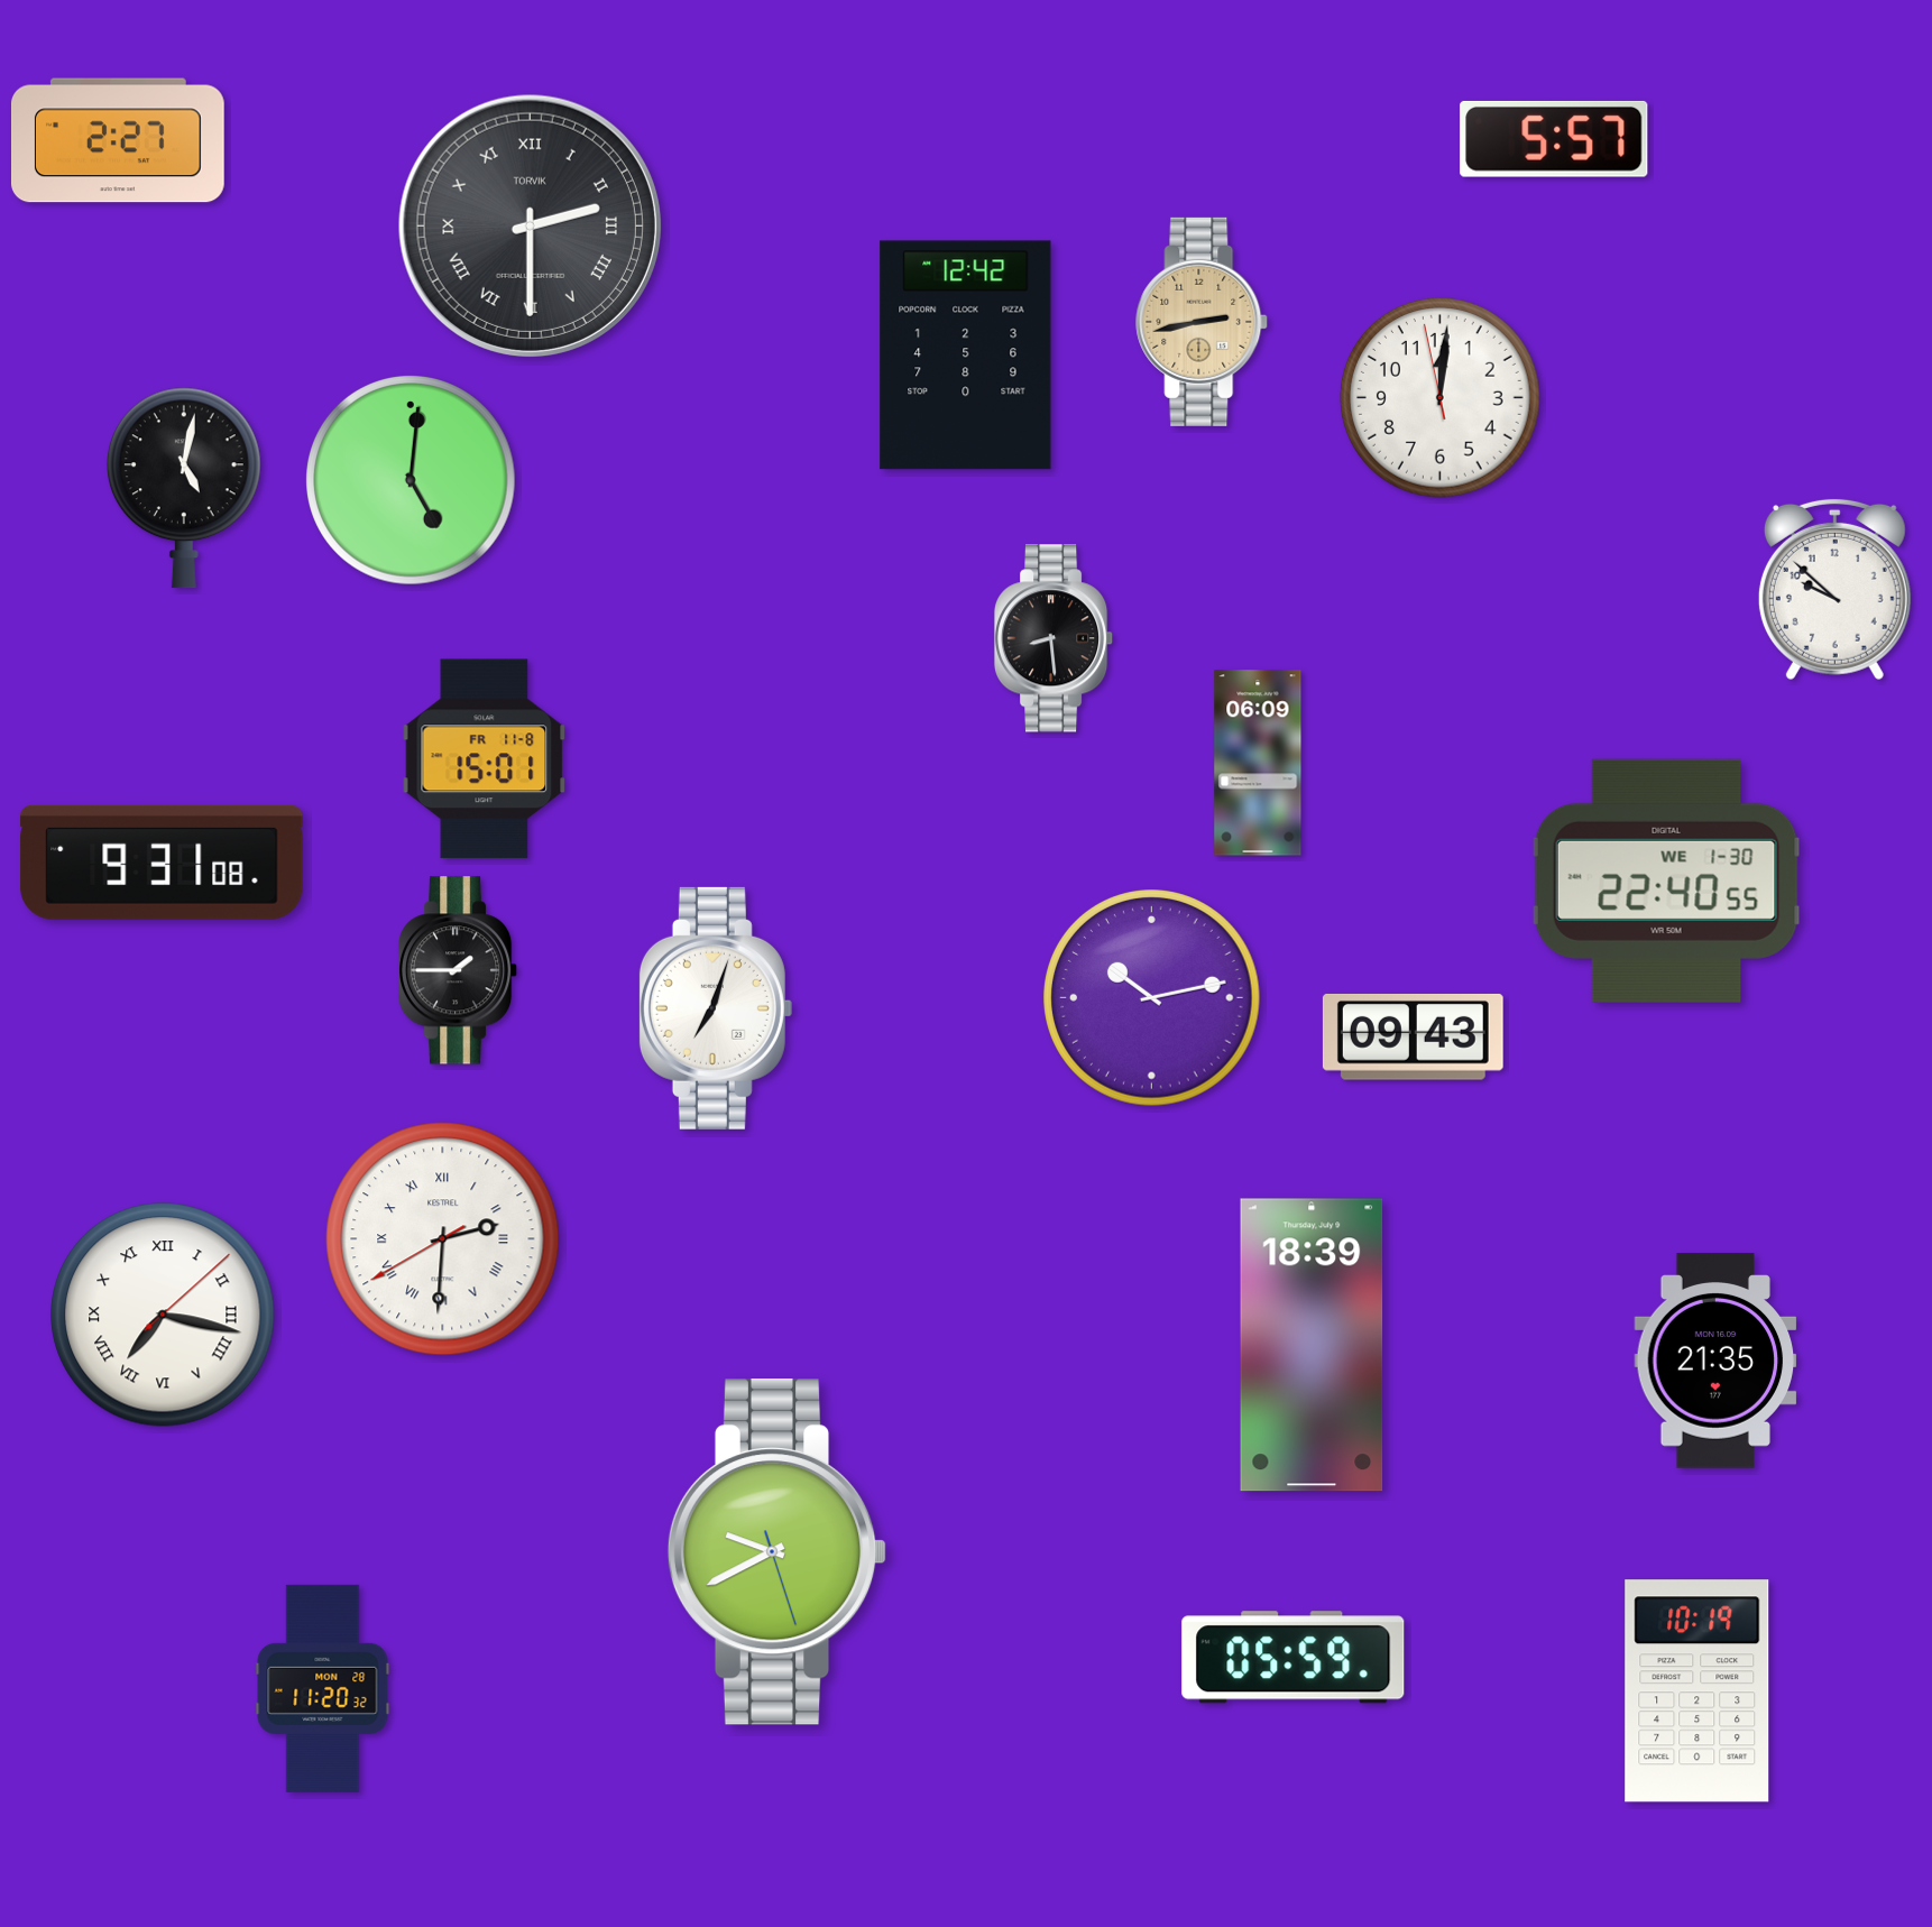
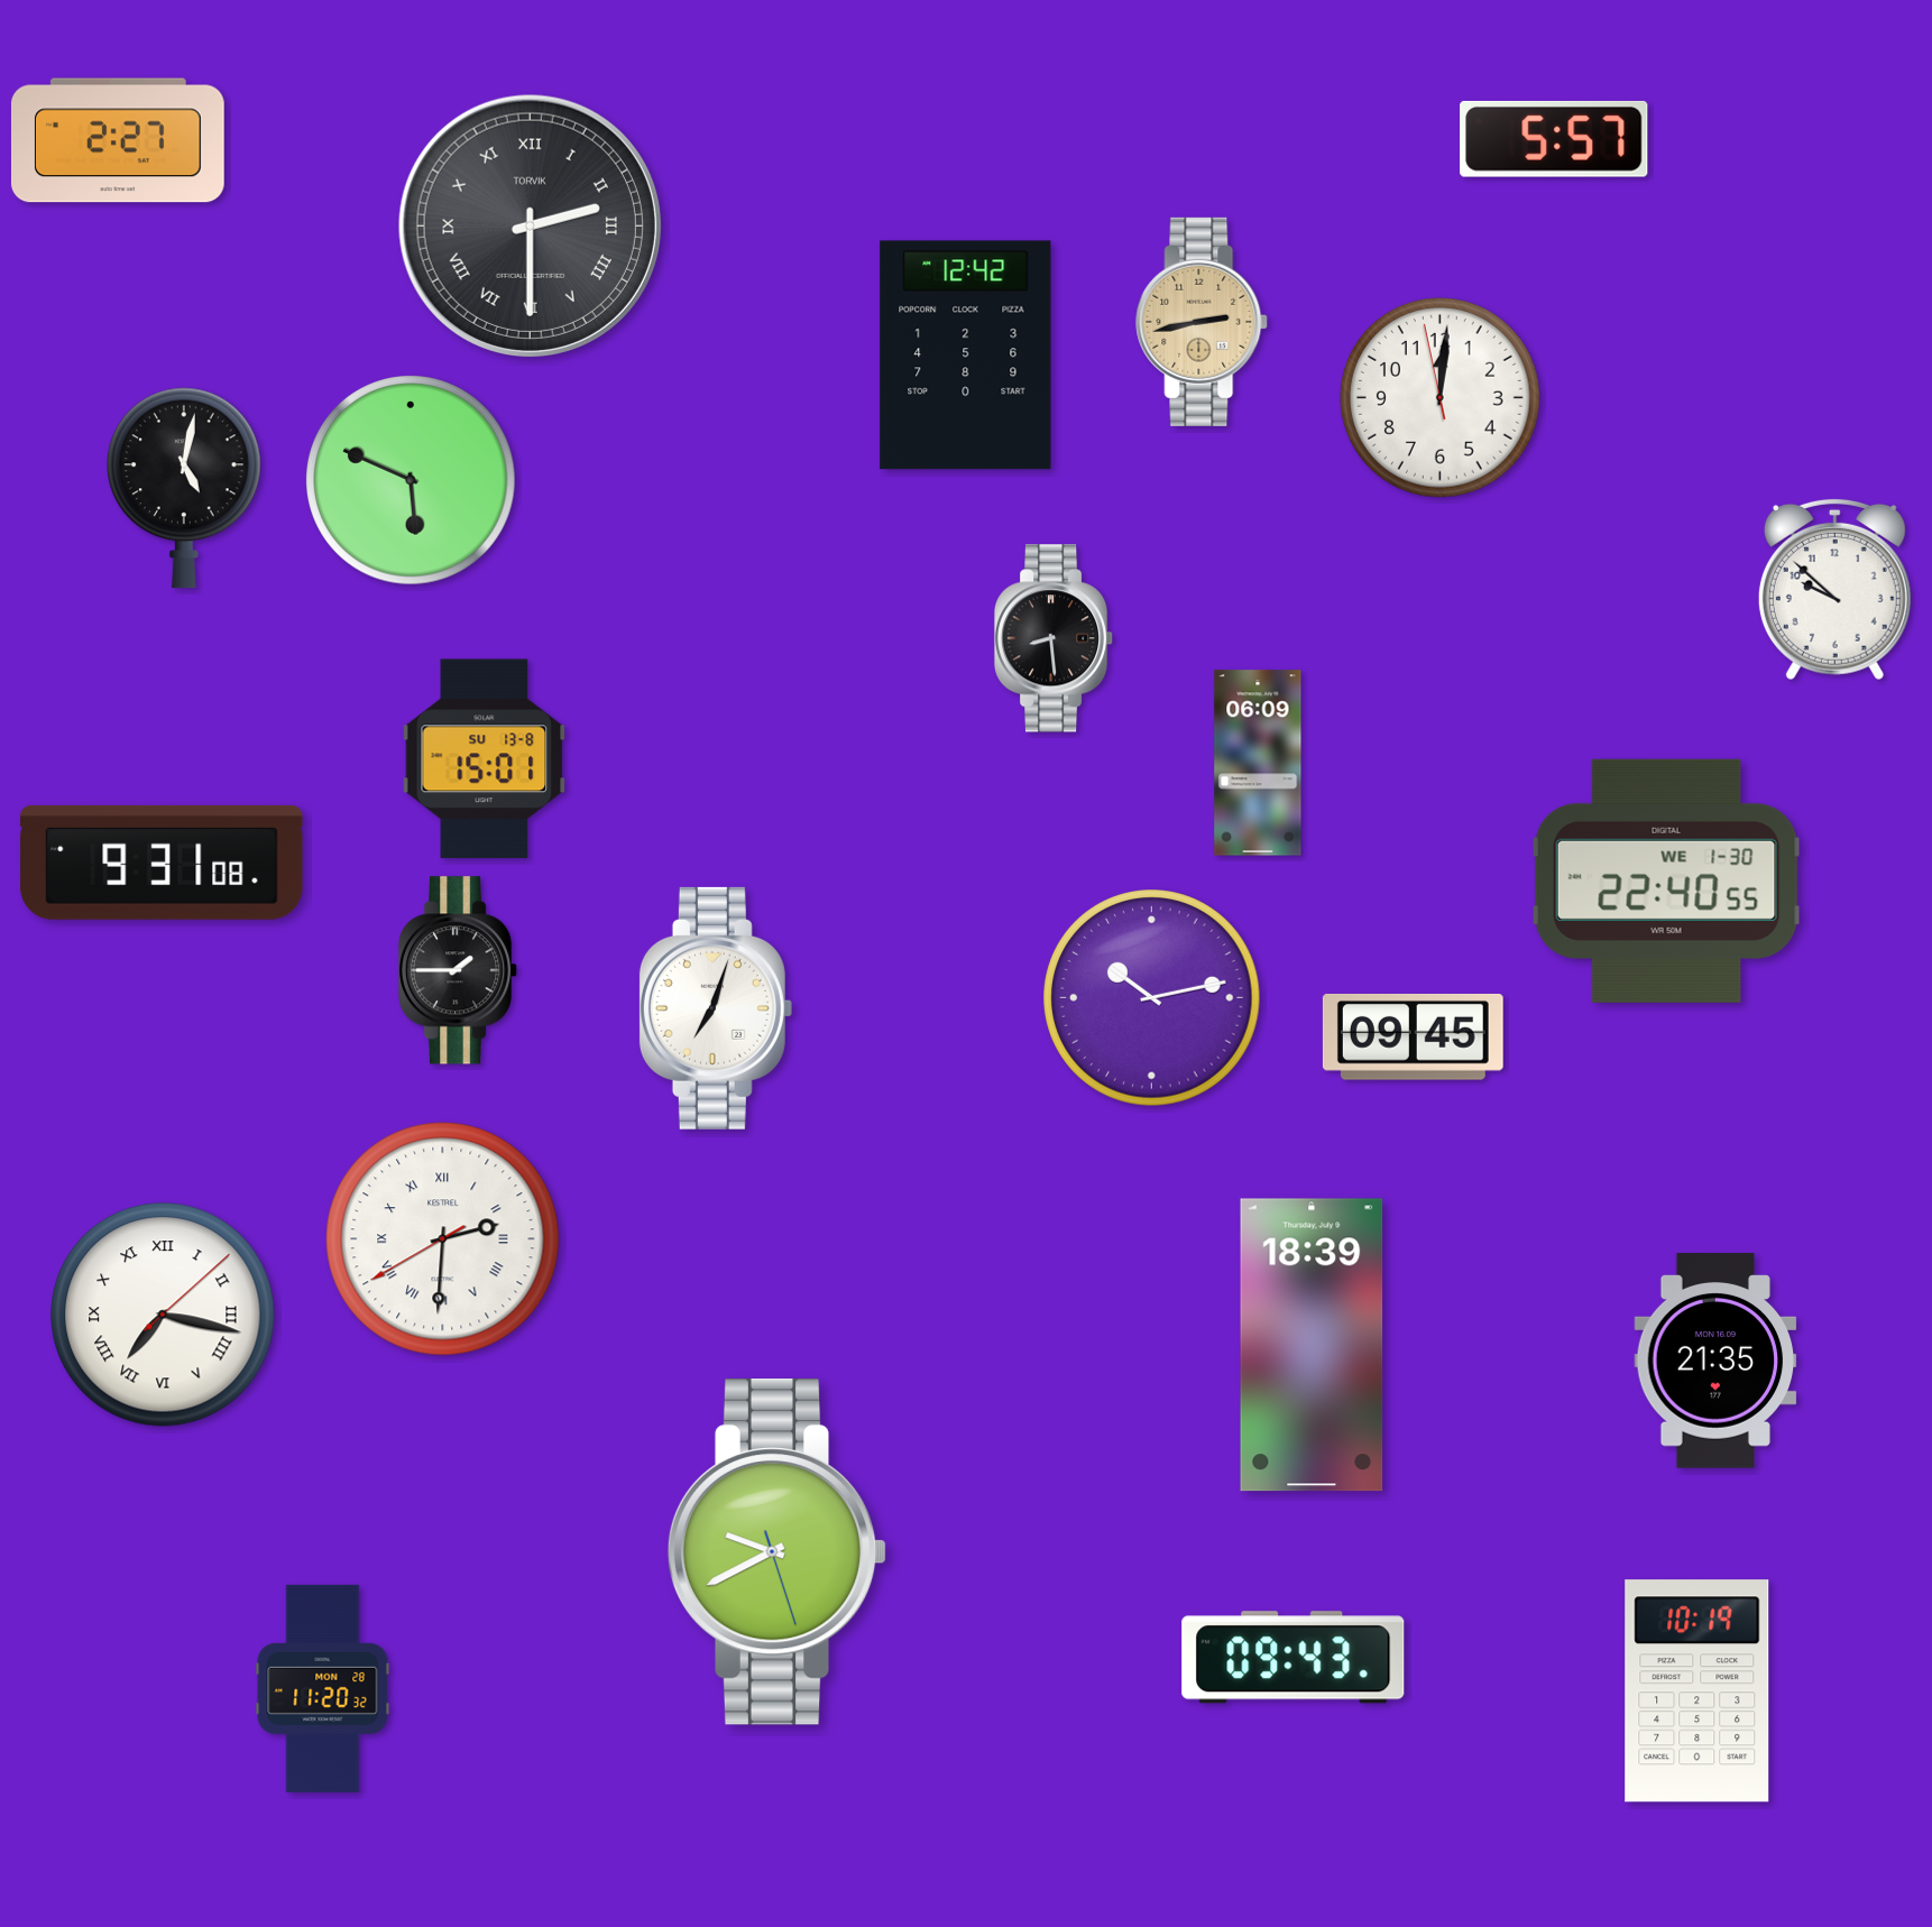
clock at (411, 480): 5:01 -> 5:49
clock at (485, 759) date: FR 11-8 -> SU 13-8
clock at (1413, 1038): 09:43 -> 09:45
clock at (1294, 1658): 05:59 -> 09:43
